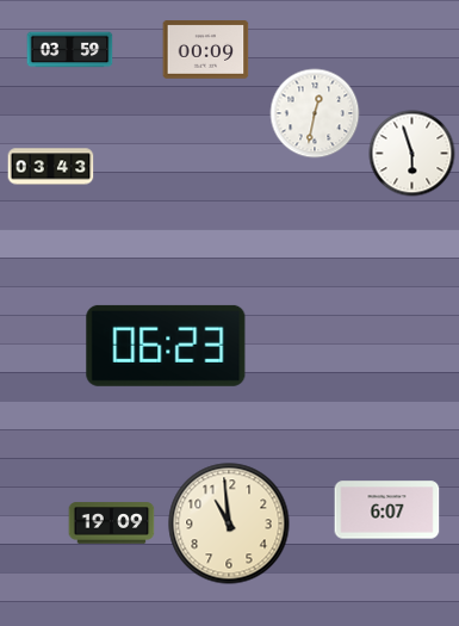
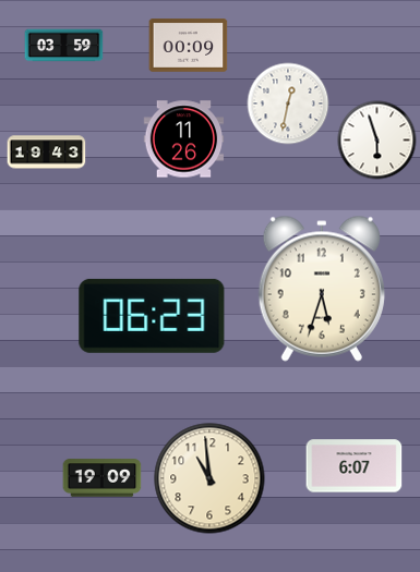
clock at (184, 139): none -> 11:26
clock at (51, 167): 03:43 -> 19:43
clock at (322, 289): none -> 5:33
